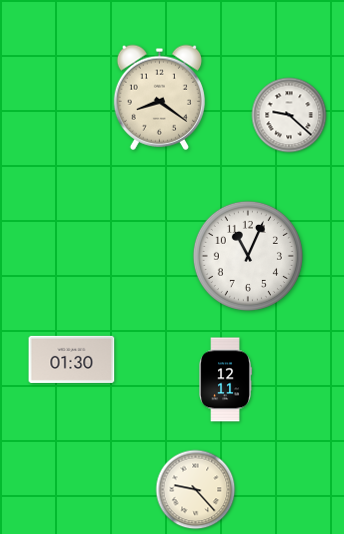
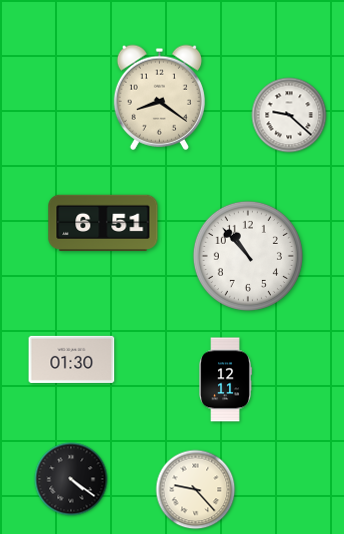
clock at (103, 223): none -> 6:51
clock at (248, 256): 11:04 -> 10:53
clock at (71, 479): none -> 4:21
